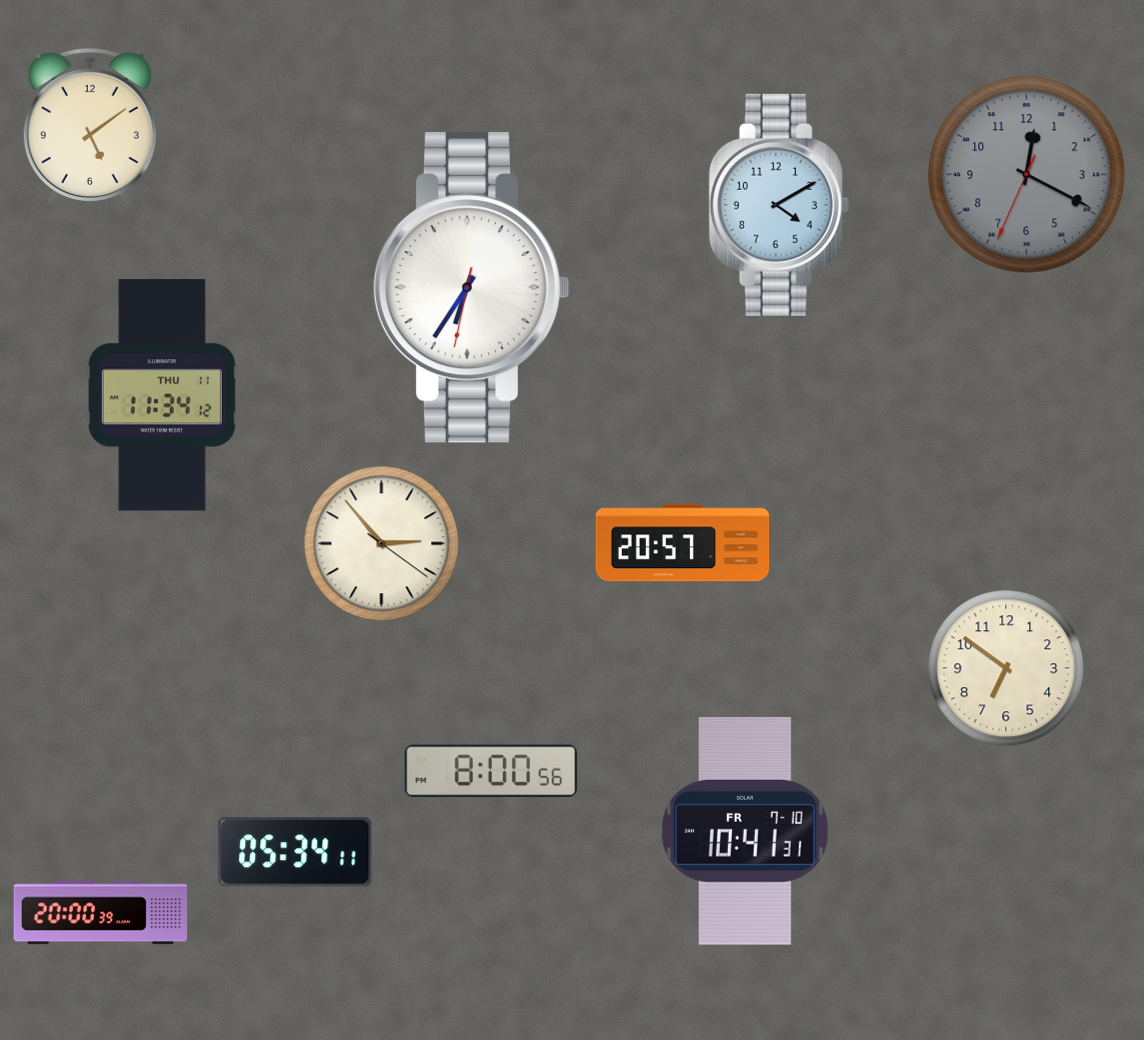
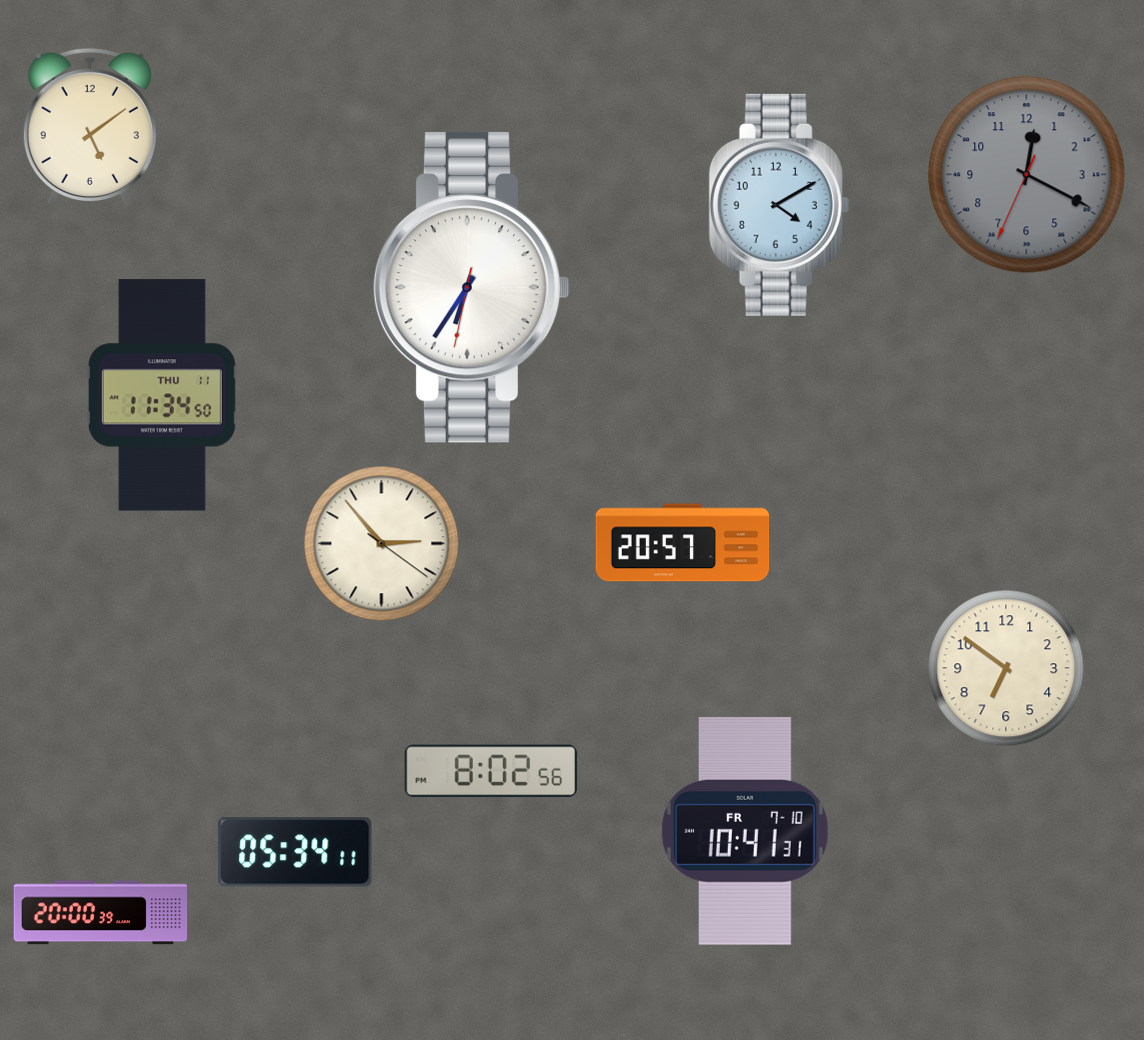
clock at (162, 395): 11:34:12 -> 11:34:50
clock at (491, 771): 8:00 -> 8:02
